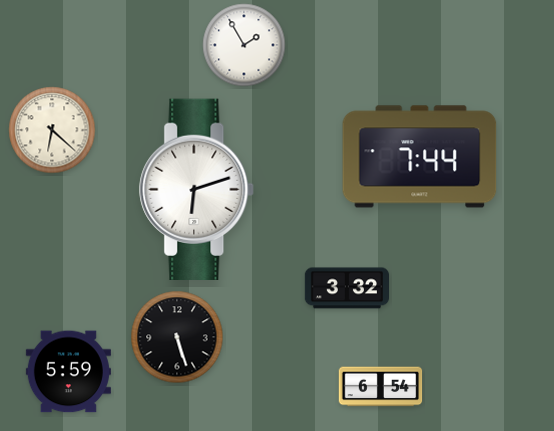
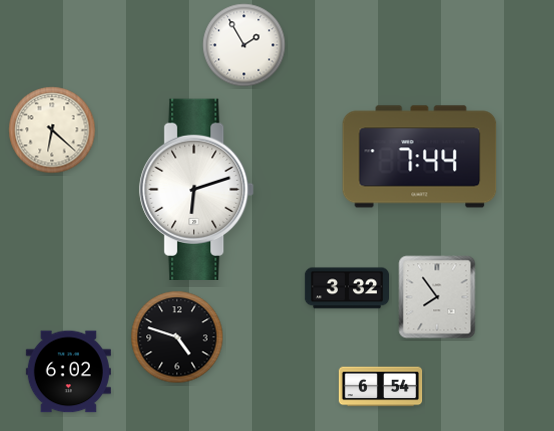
clock at (437, 297): none -> 7:54
clock at (177, 337): 5:27 -> 4:48
clock at (68, 372): 5:59 -> 6:02
